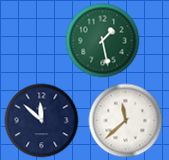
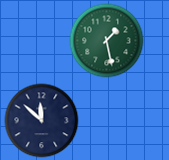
clock at (103, 41) position: (103, 41) -> (107, 41)
clock at (126, 121): 11:38 -> none
